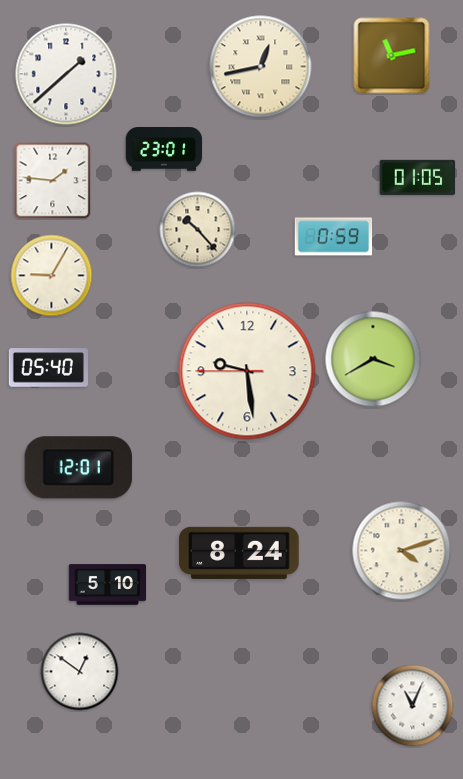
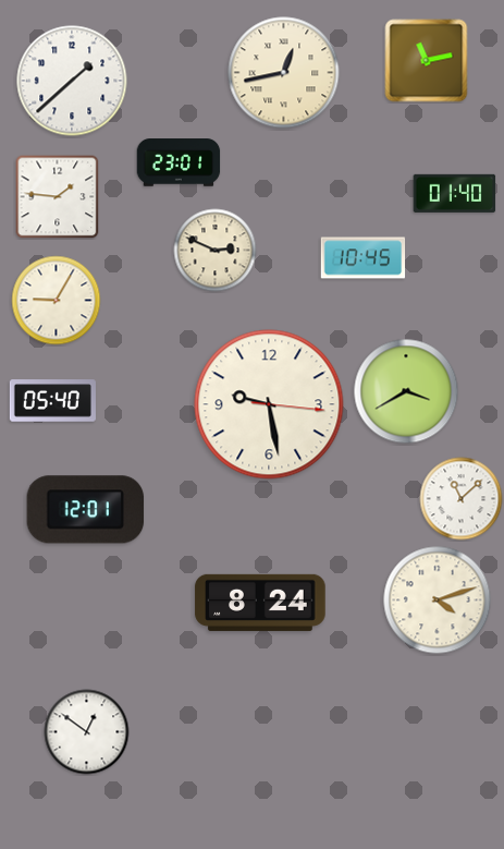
clock at (418, 177): 01:05 -> 01:40
clock at (198, 230): 10:23 -> 2:49
clock at (334, 237): 0:59 -> 10:45
clock at (247, 371): 9:28:45 -> 9:28:16
clock at (462, 499): none -> 11:08
clock at (108, 585): 5:10 -> none
clock at (413, 706): 11:04 -> none
